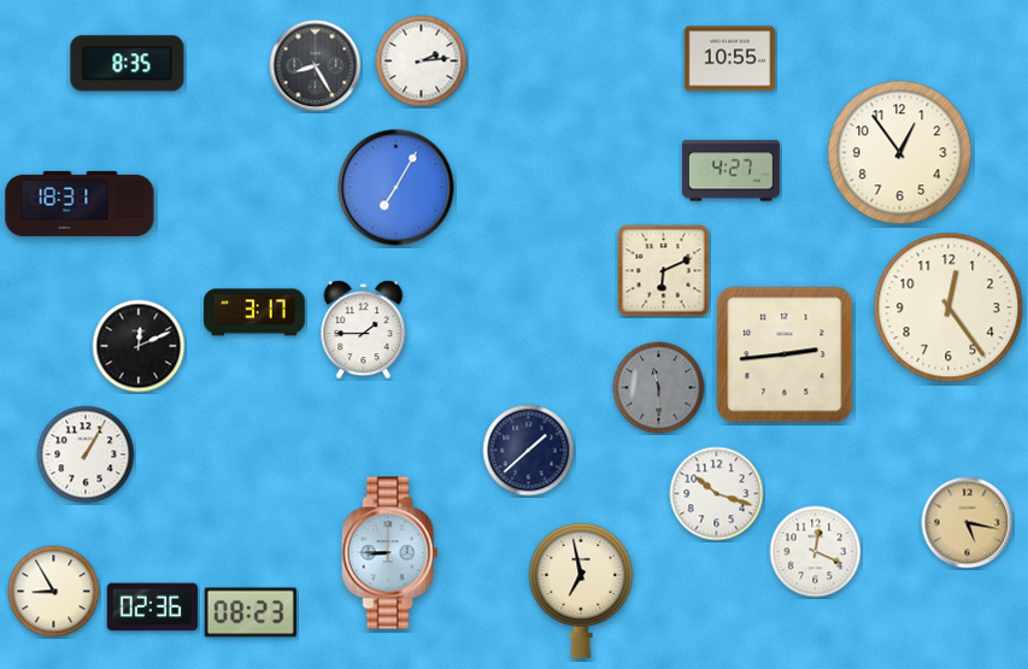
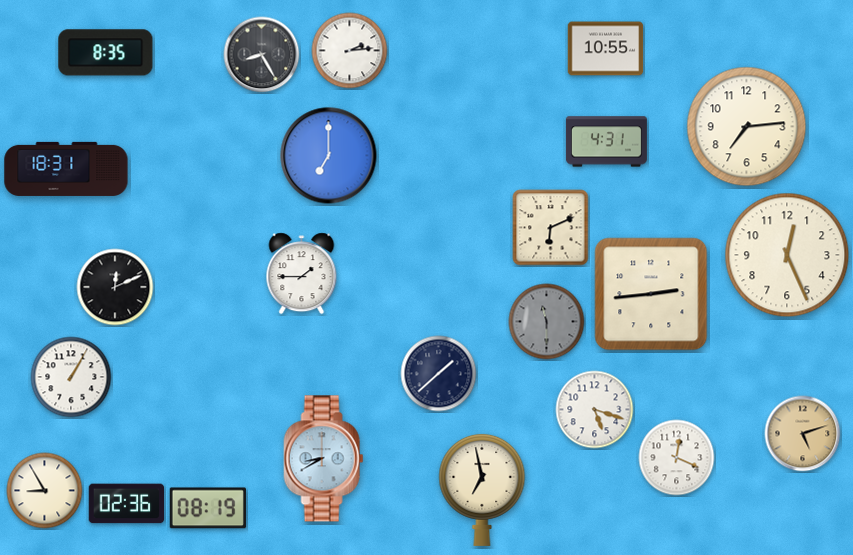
clock at (900, 153): 12:54 -> 7:14
clock at (730, 171): 4:27 -> 4:31
clock at (396, 188): 7:05 -> 7:00
clock at (664, 271) position: (664, 271) -> (551, 228)
clock at (948, 307): 12:24 -> 12:26
clock at (254, 312): 3:17 -> none
clock at (717, 494): 10:18 -> 5:18
clock at (968, 523): 5:17 -> 5:12
clock at (390, 553): 8:45 -> 8:40
clock at (251, 612): 08:23 -> 08:19
